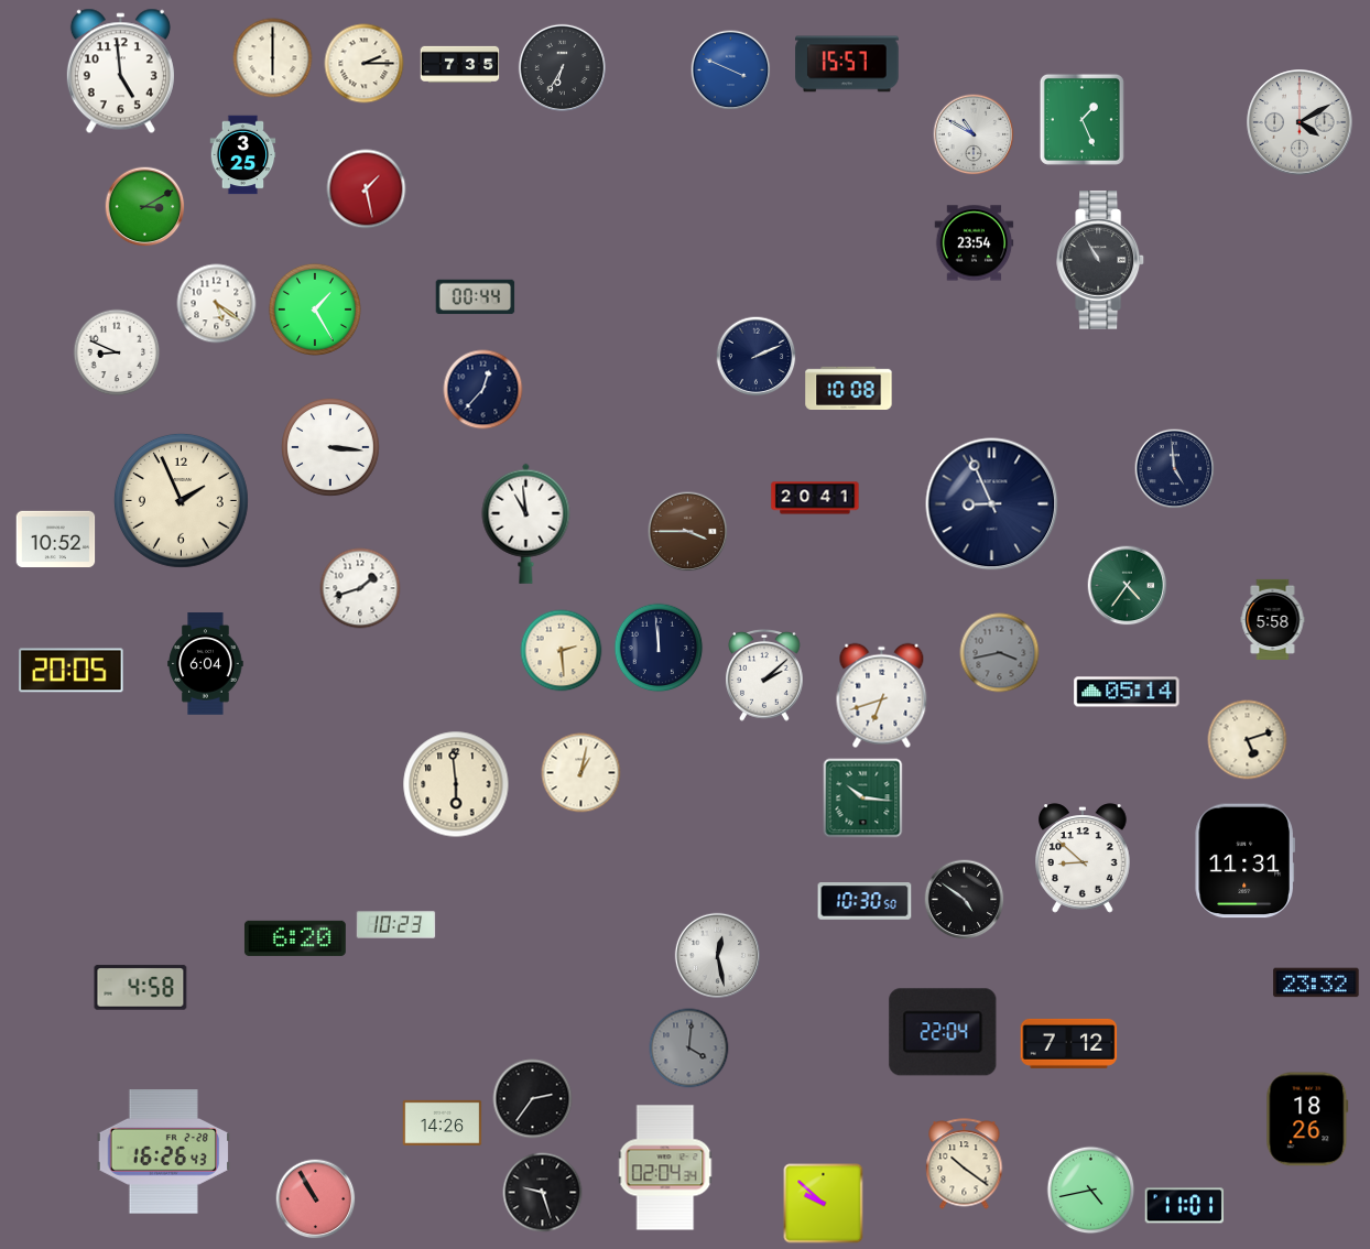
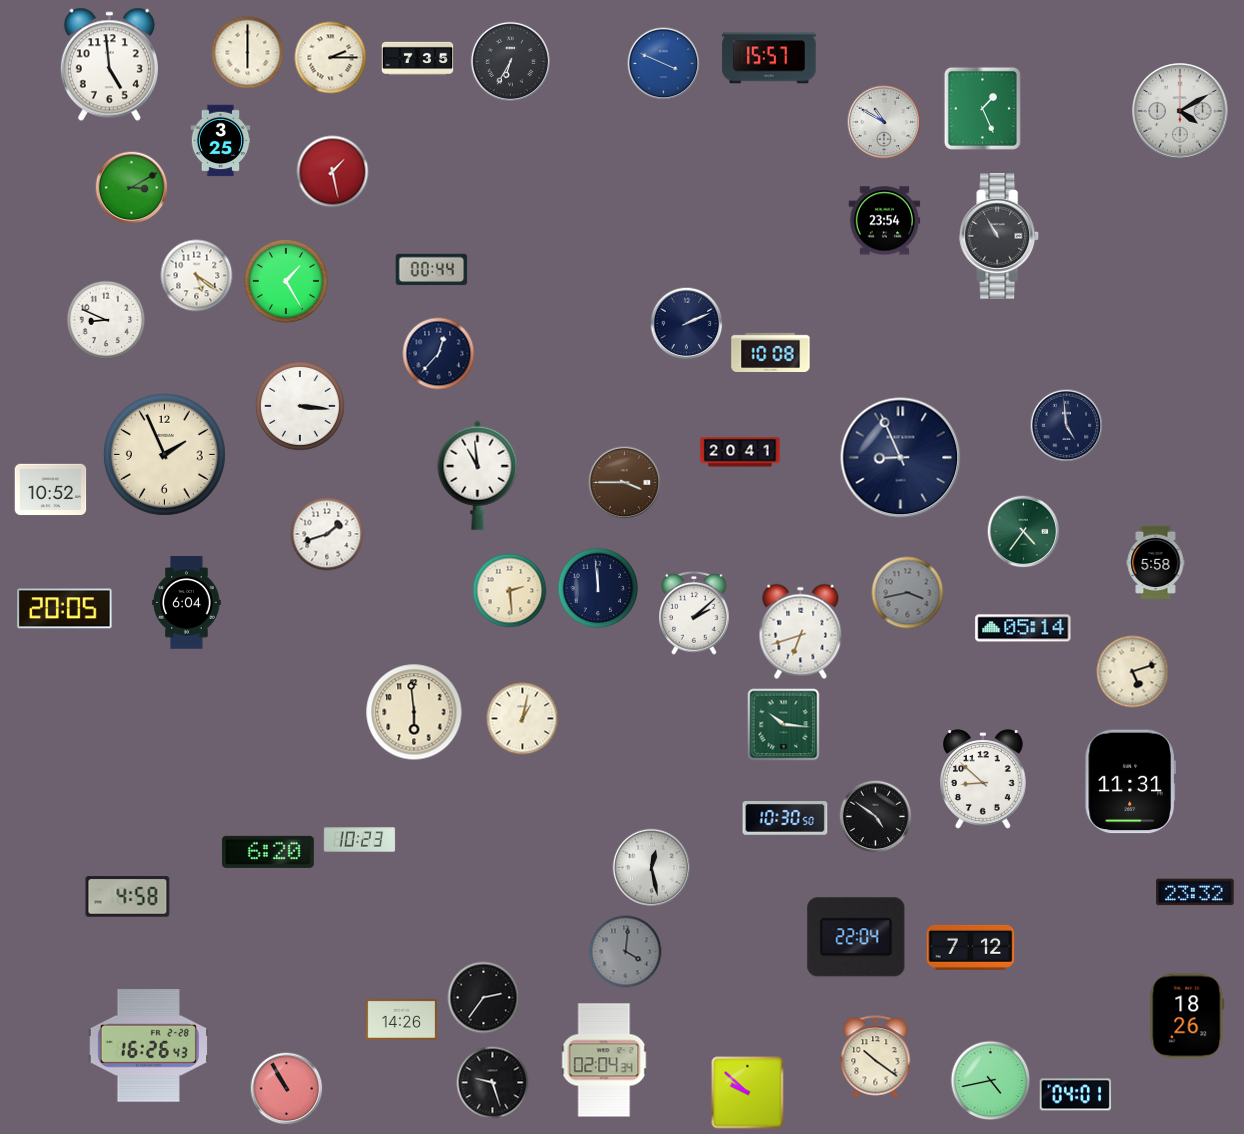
clock at (581, 773) position: (581, 773) -> (523, 719)
clock at (1185, 1206): 11:01 -> 04:01
